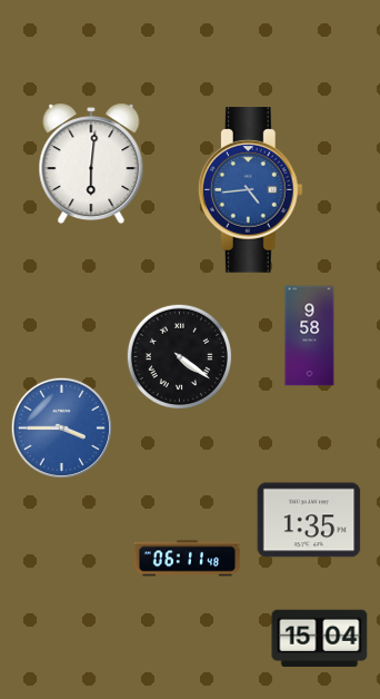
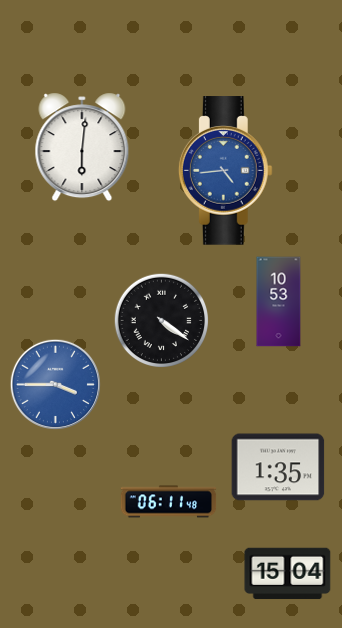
clock at (310, 336): 9:58 -> 10:53
